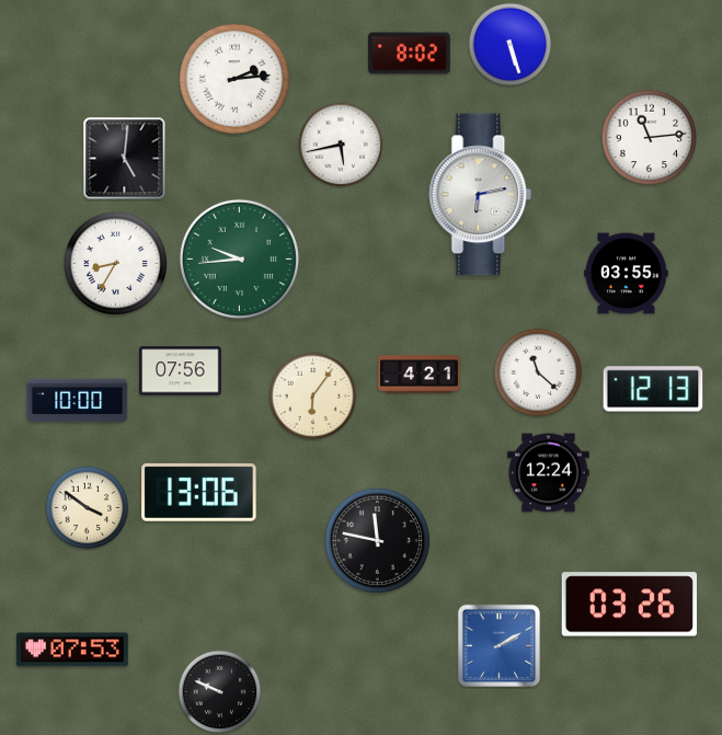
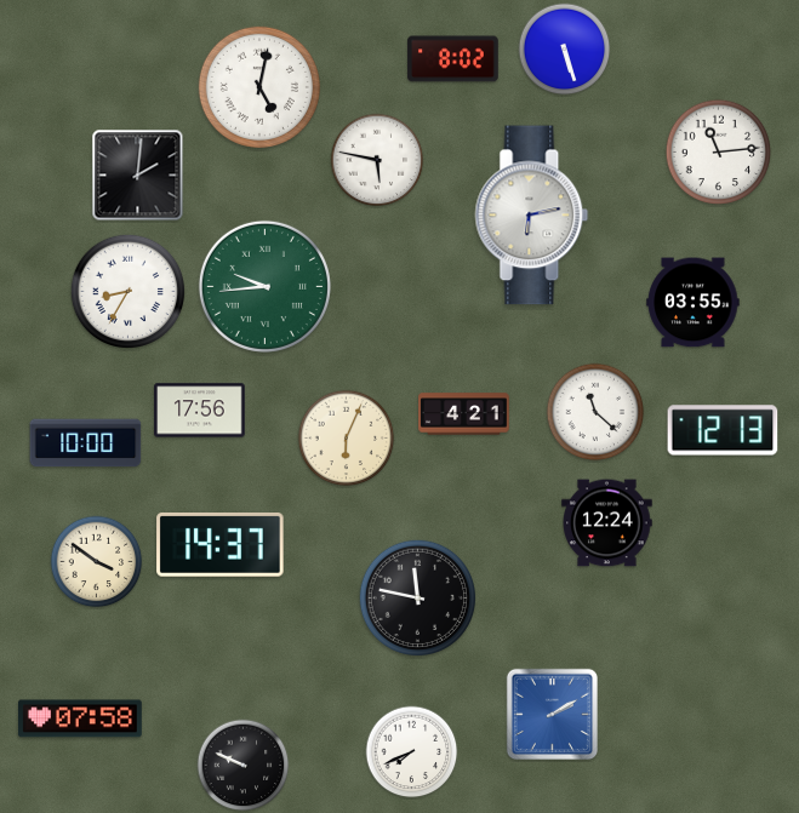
clock at (234, 79): 2:14 -> 5:02
clock at (341, 145): 5:43 -> 5:47
clock at (125, 159): 5:01 -> 2:01
clock at (181, 371): 07:56 -> 17:56
clock at (313, 397): 6:06 -> 6:04
clock at (199, 493): 13:06 -> 14:37
clock at (629, 605): 03:26 -> none
clock at (72, 650): 07:53 -> 07:58
clock at (412, 752): none -> 7:41
